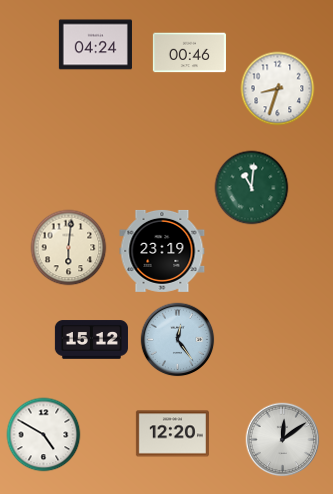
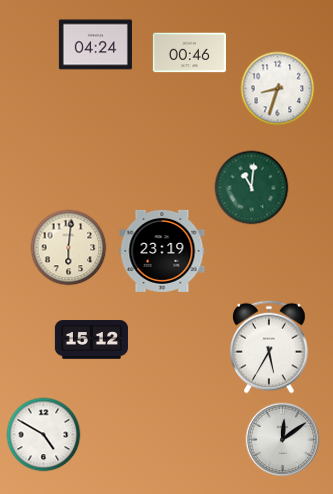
clock at (178, 340): 12:24 -> none
clock at (269, 347): none -> 5:35
clock at (172, 434): 12:20 -> none
